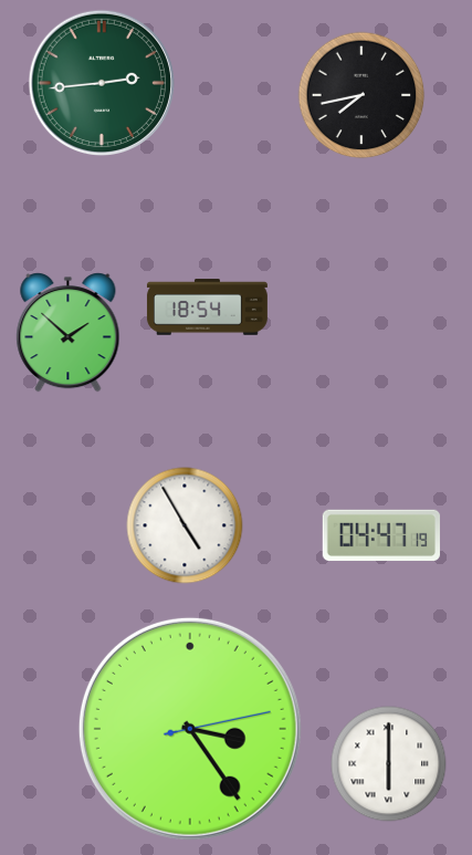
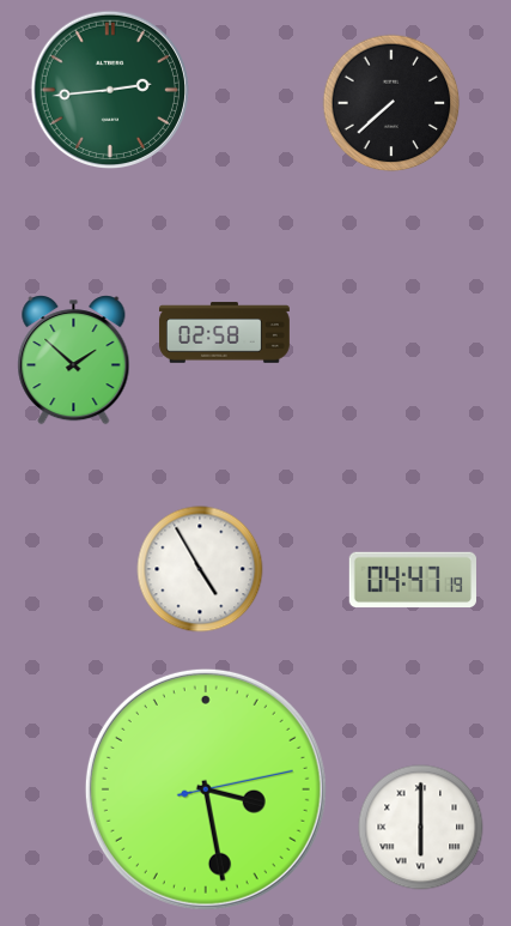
clock at (361, 95): 7:43 -> 7:38
clock at (208, 307): 18:54 -> 02:58
clock at (190, 729): 3:24 -> 3:28
